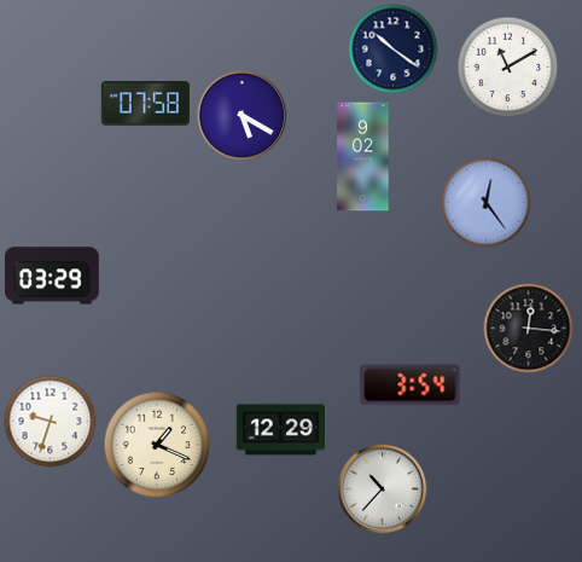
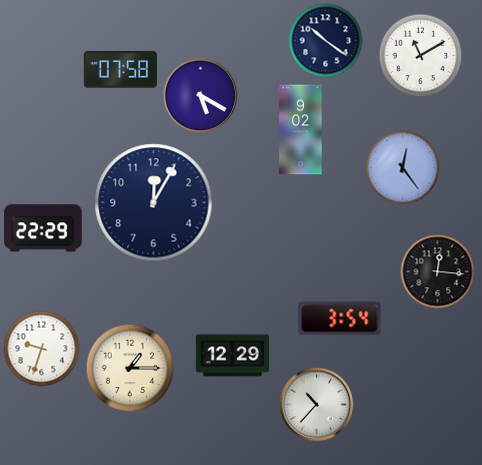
clock at (146, 104) position: (146, 104) -> (121, 70)
clock at (154, 203): none -> 12:05
clock at (53, 276): 03:29 -> 22:29
clock at (157, 445): 1:19 -> 1:15
